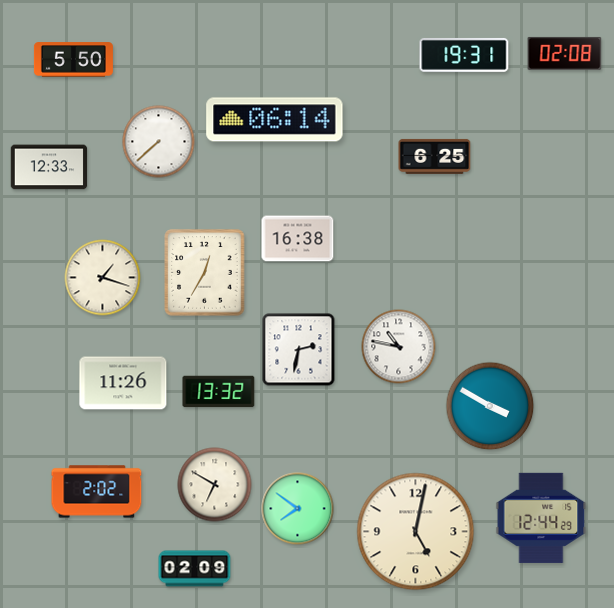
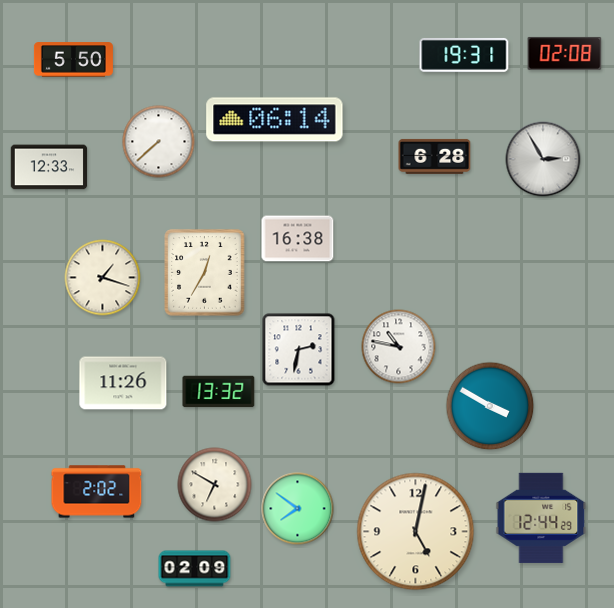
clock at (435, 156): 6:25 -> 6:28
clock at (543, 159): none -> 2:55
